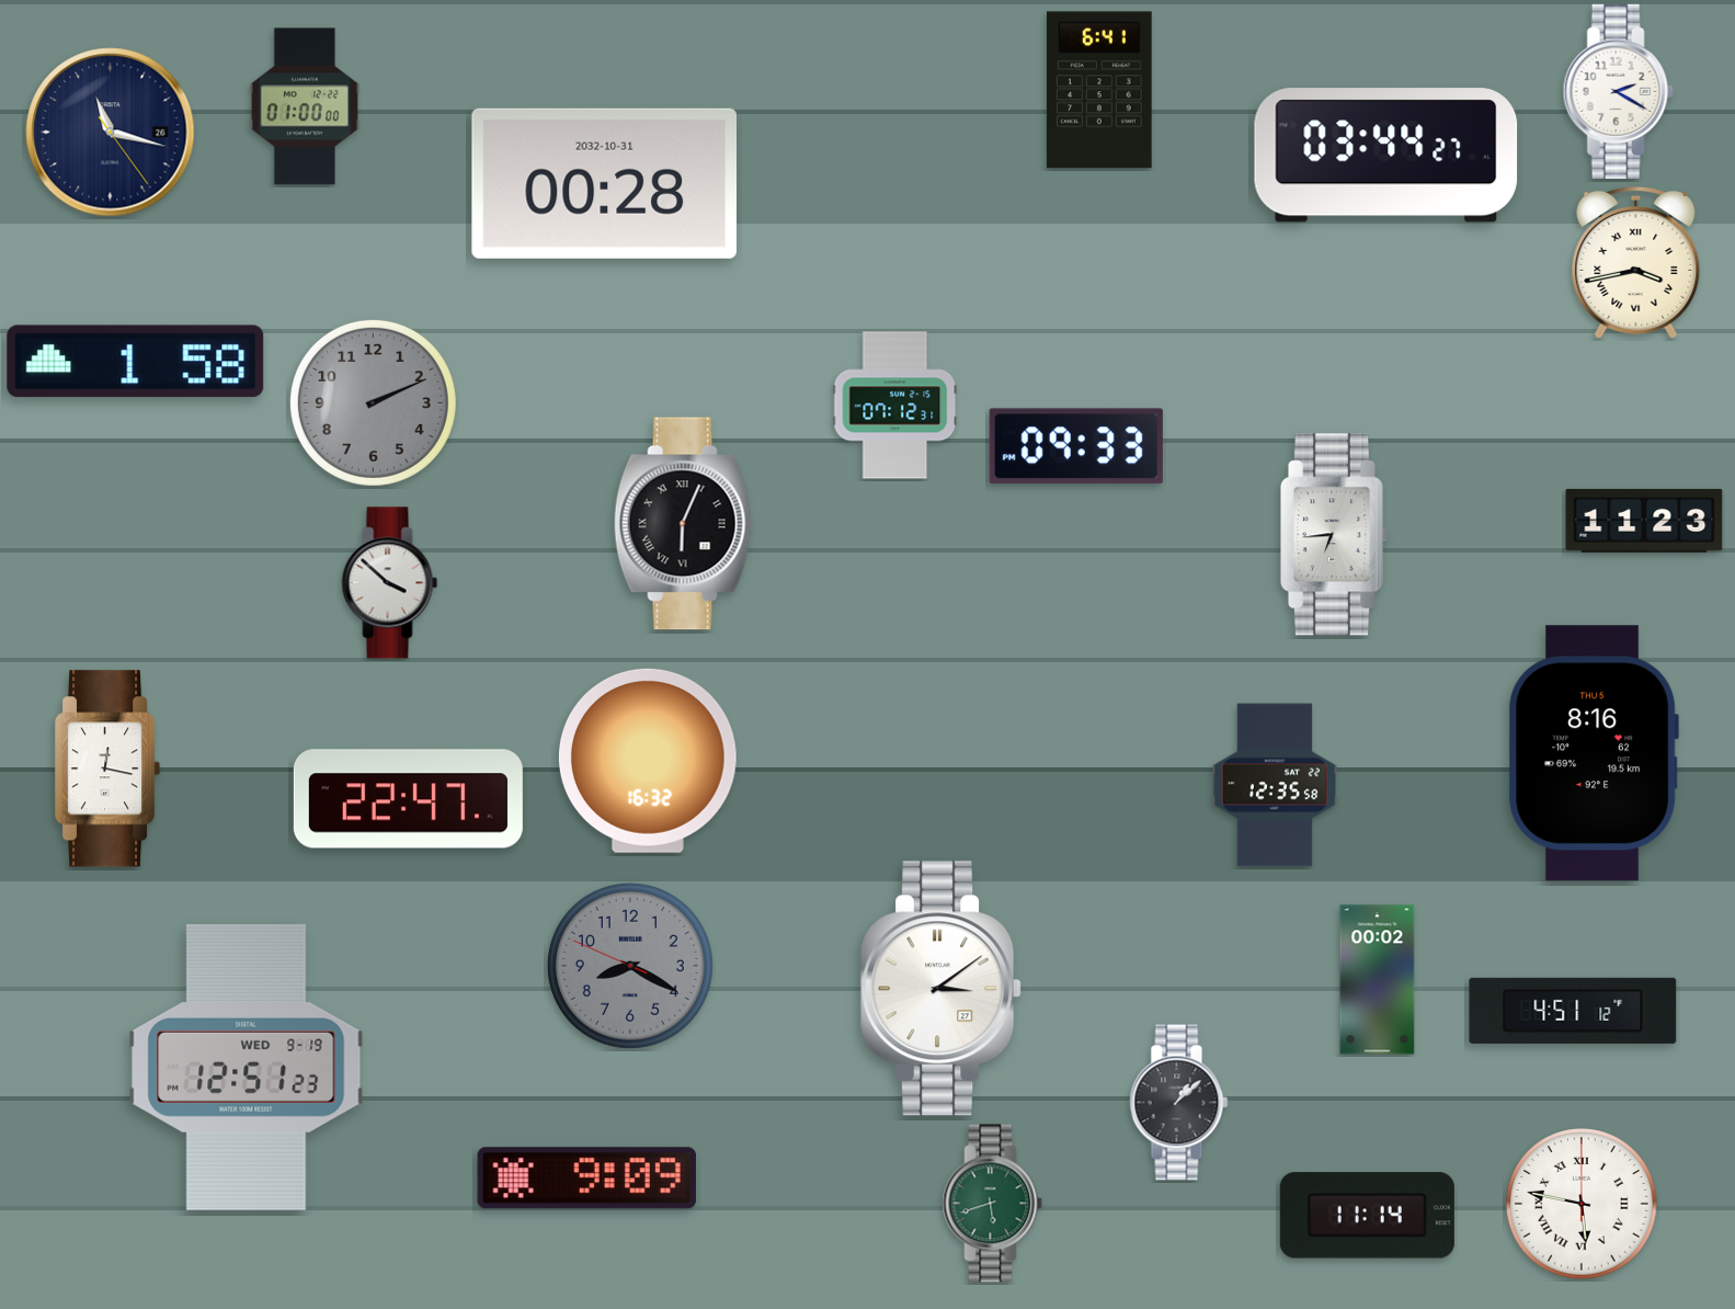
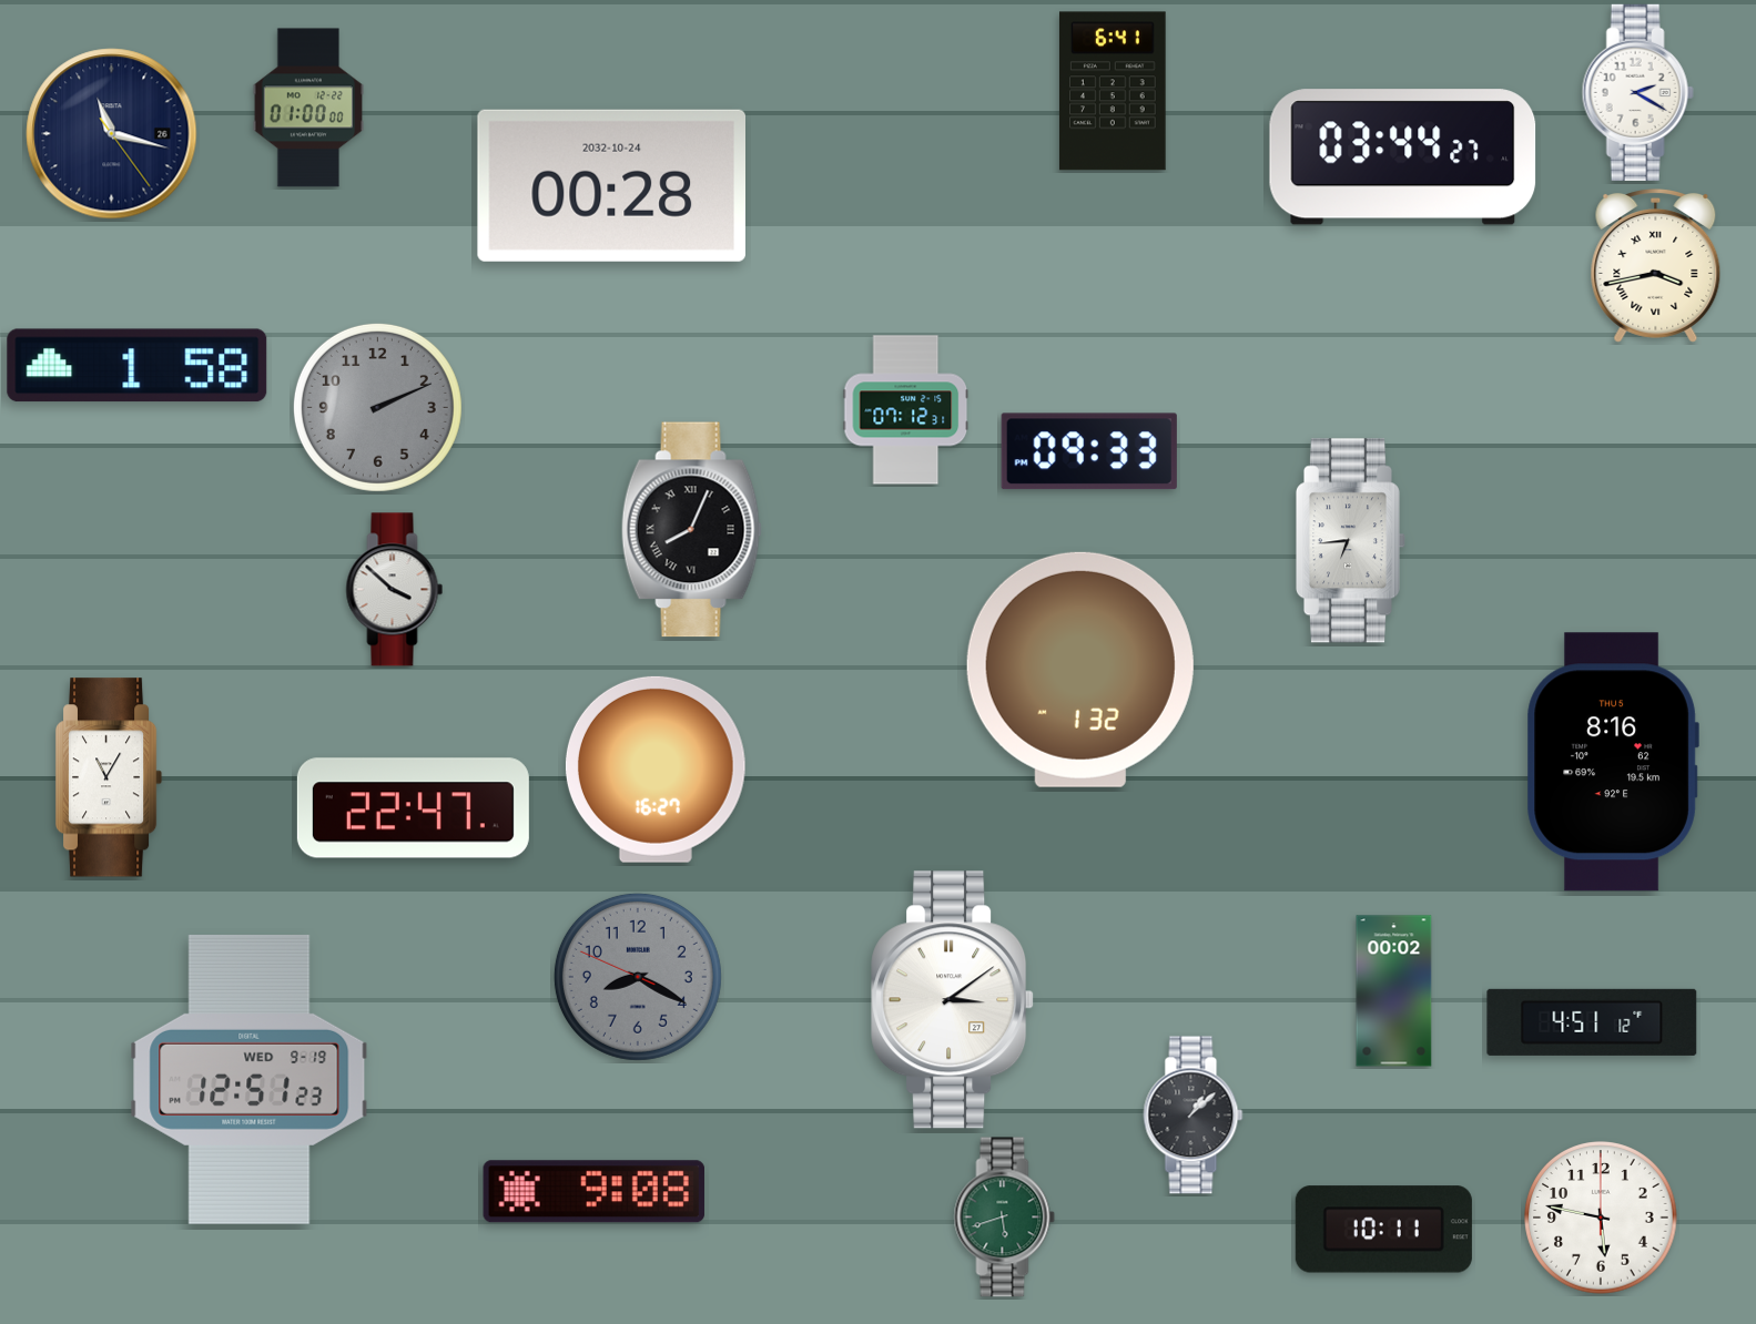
clock at (604, 183) date: 2032-10-31 -> 2032-10-24
clock at (1644, 521): 11:23 -> none
clock at (683, 524): 6:04 -> 8:04
clock at (1080, 670): none -> 1:32
clock at (648, 761): 16:32 -> 16:27
clock at (107, 769): 12:17 -> 11:05
clock at (1274, 785): 12:35 -> none
clock at (586, 1179): 9:09 -> 9:08
clock at (1582, 1204) numerals: Roman -> Arabic
clock at (1367, 1216): 11:14 -> 10:11
